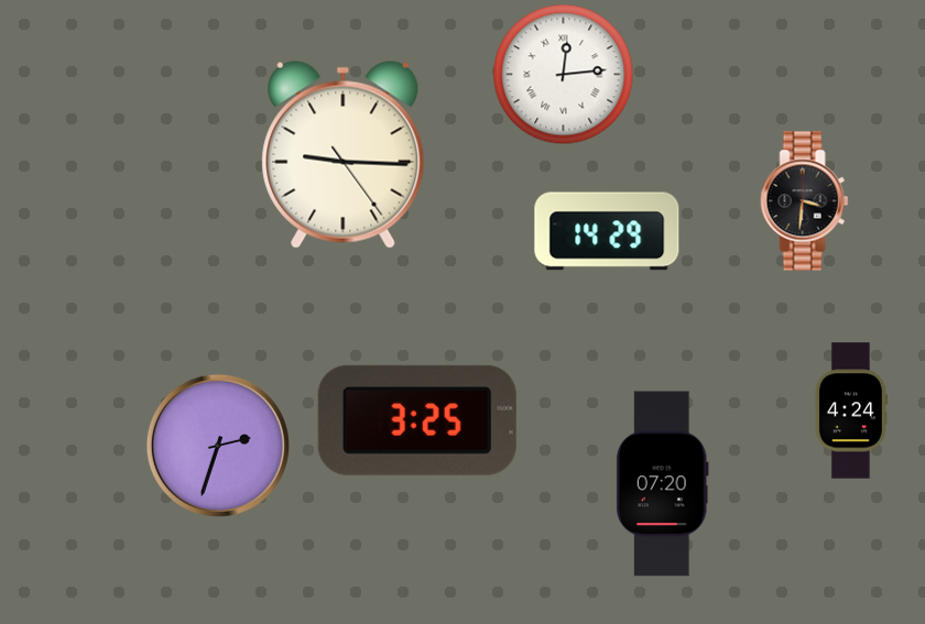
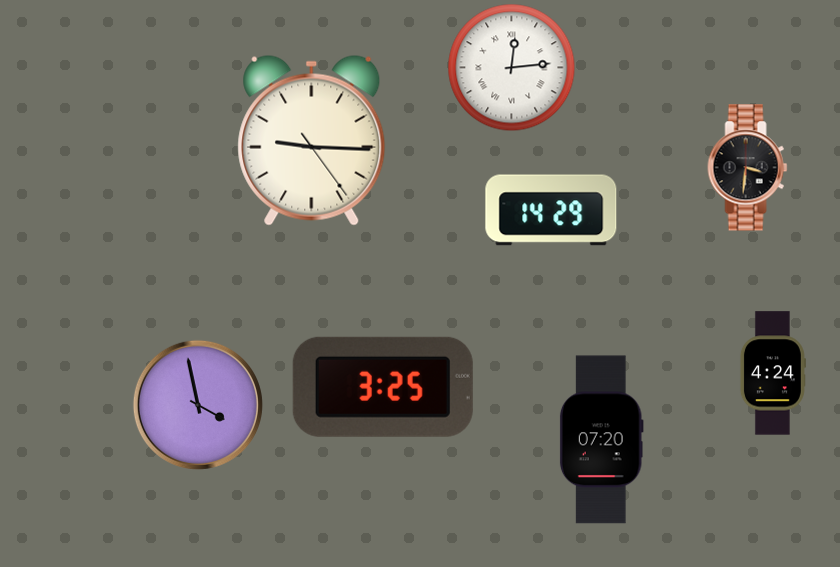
clock at (805, 201) position: (805, 201) -> (748, 168)
clock at (417, 420) position: (417, 420) -> (383, 387)
clock at (218, 446): 2:33 -> 3:58
